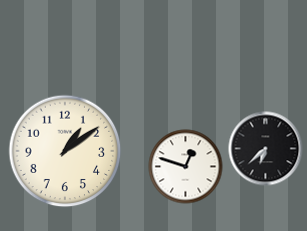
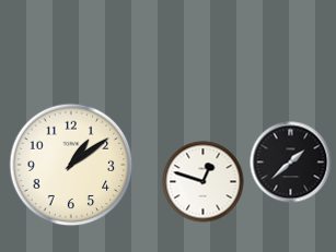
clock at (266, 149): 6:38 -> 1:38
